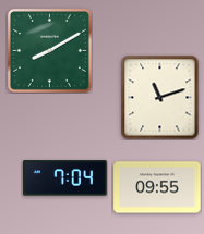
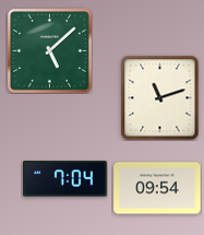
clock at (49, 50): 8:10 -> 5:08
clock at (157, 187): 09:55 -> 09:54
